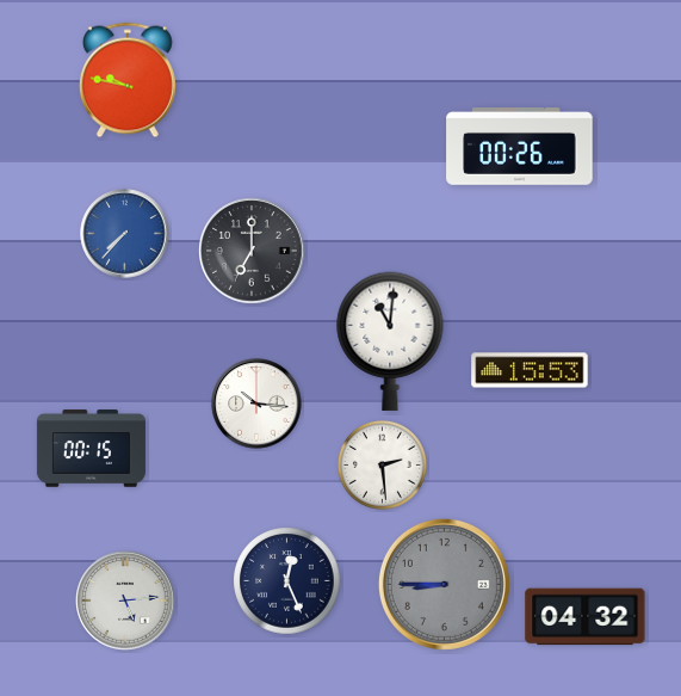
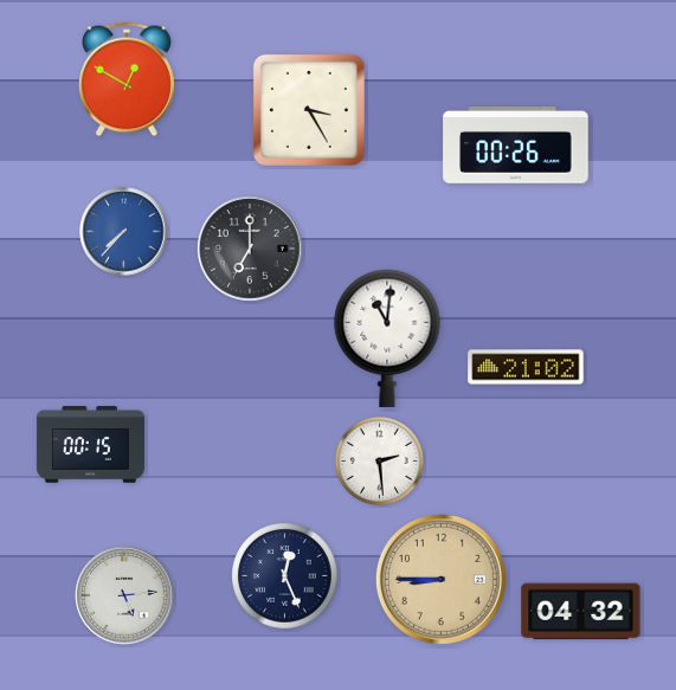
clock at (128, 80): 9:47 -> 12:50
clock at (309, 110): none -> 3:25
clock at (530, 370): 15:53 -> 21:02
clock at (256, 404): 10:16 -> none
clock at (444, 584) dial: grey -> champagne
